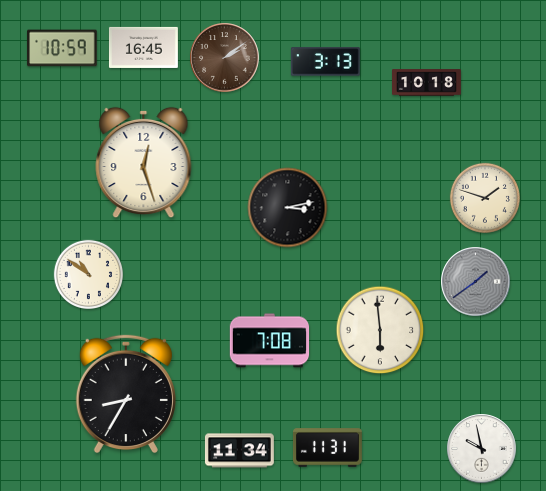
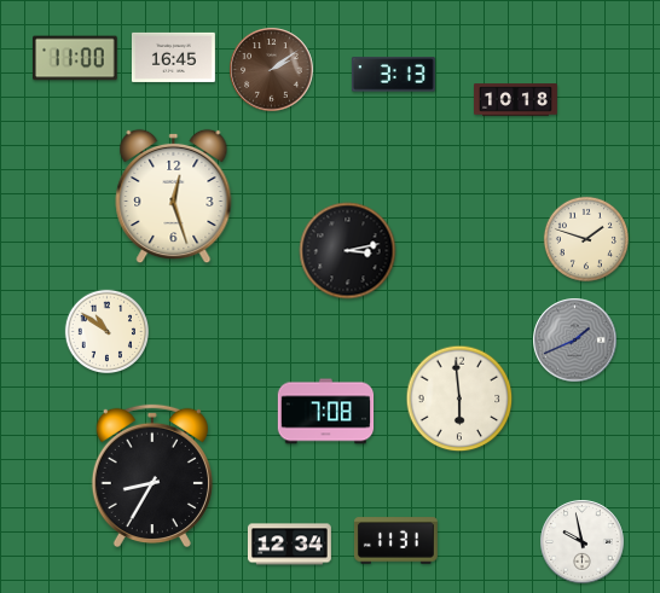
clock at (62, 48): 10:59 -> 11:00
clock at (476, 282): 1:39 -> 1:41
clock at (239, 451): 11:34 -> 12:34
